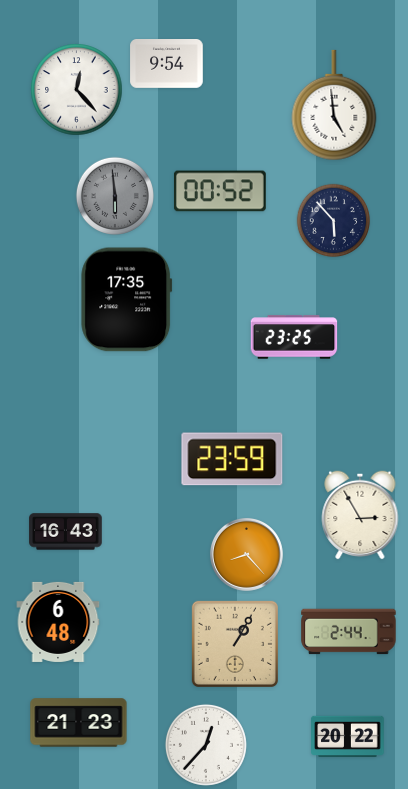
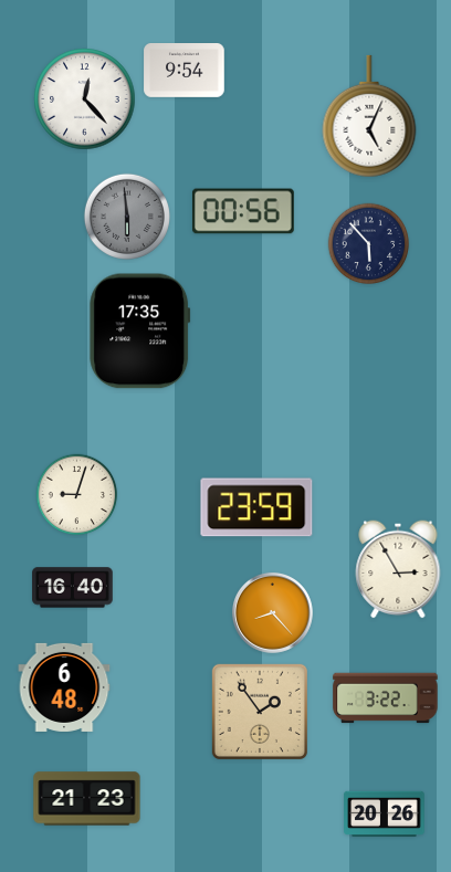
clock at (334, 105): 4:59 -> 5:04
clock at (220, 191): 00:52 -> 00:56
clock at (294, 337): 23:25 -> none
clock at (77, 495): none -> 9:03
clock at (66, 532): 16:43 -> 16:40
clock at (349, 632): 2:44 -> 3:22
clock at (235, 644): 1:05 -> 1:54
clock at (348, 737): 20:22 -> 20:26
clock at (206, 745): 12:37 -> none
